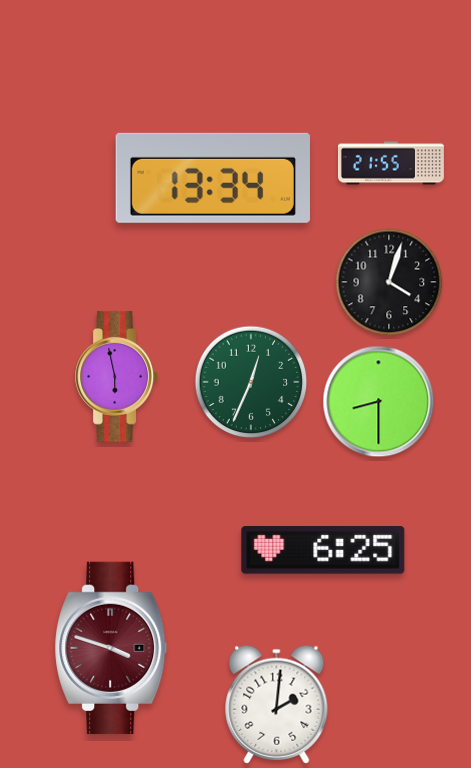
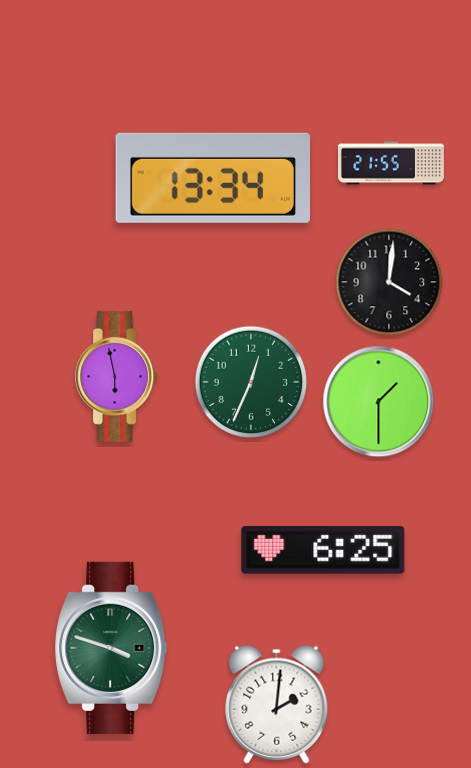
clock at (389, 282): 4:03 -> 4:01
clock at (379, 402): 8:30 -> 1:30
clock at (111, 648) dial: burgundy -> green
